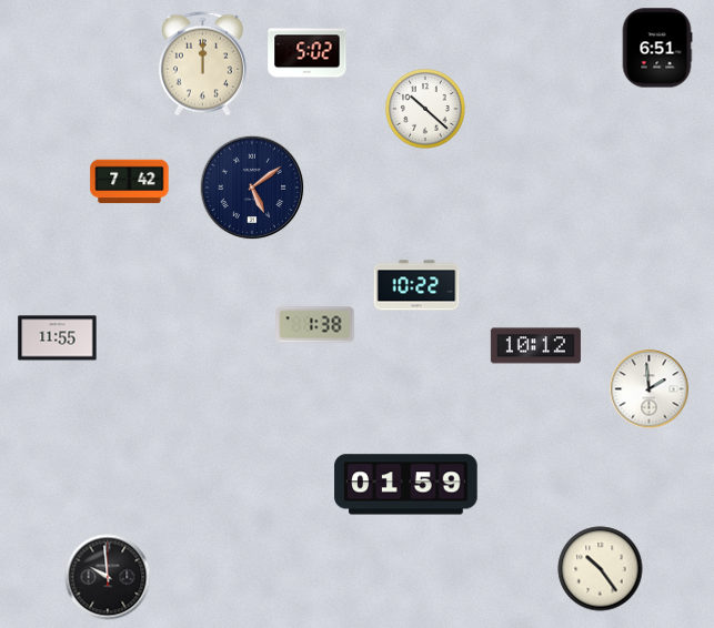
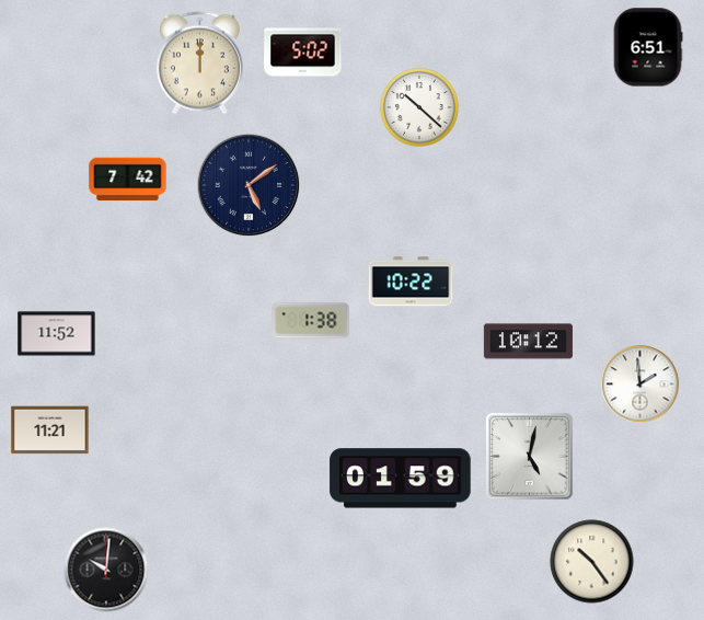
clock at (58, 338): 11:55 -> 11:52
clock at (50, 430): none -> 11:21
clock at (530, 457): none -> 5:02
clock at (108, 577): 9:59 -> 10:01
